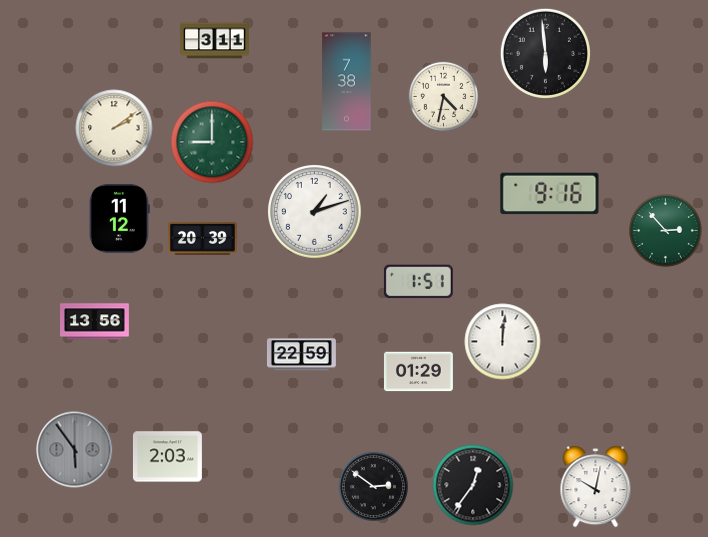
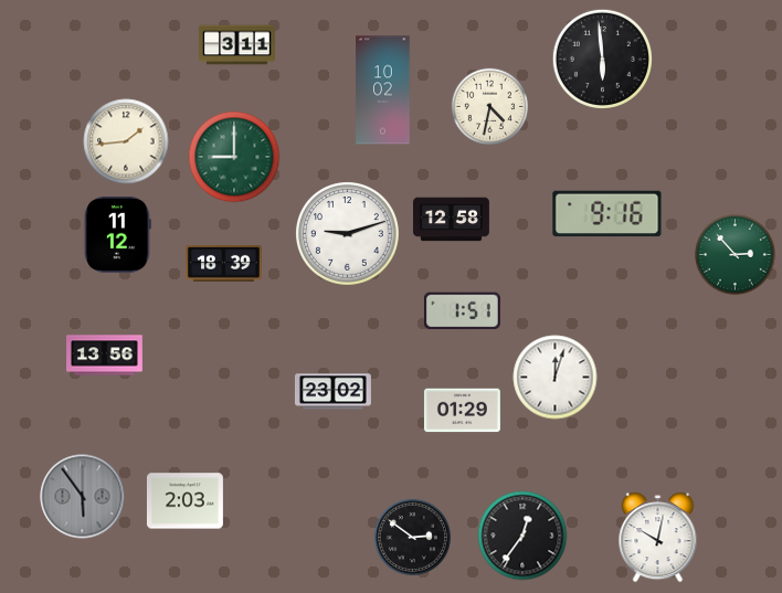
clock at (347, 82): 7:38 -> 10:02
clock at (114, 128): 2:09 -> 1:44
clock at (452, 220): none -> 12:58
clock at (315, 212): 1:12 -> 9:12
clock at (120, 218) position: (120, 218) -> (118, 234)
clock at (202, 238): 20:39 -> 18:39
clock at (503, 342): 12:01 -> 12:03
clock at (302, 355): 22:59 -> 23:02
clock at (167, 457) position: (167, 457) -> (184, 501)
